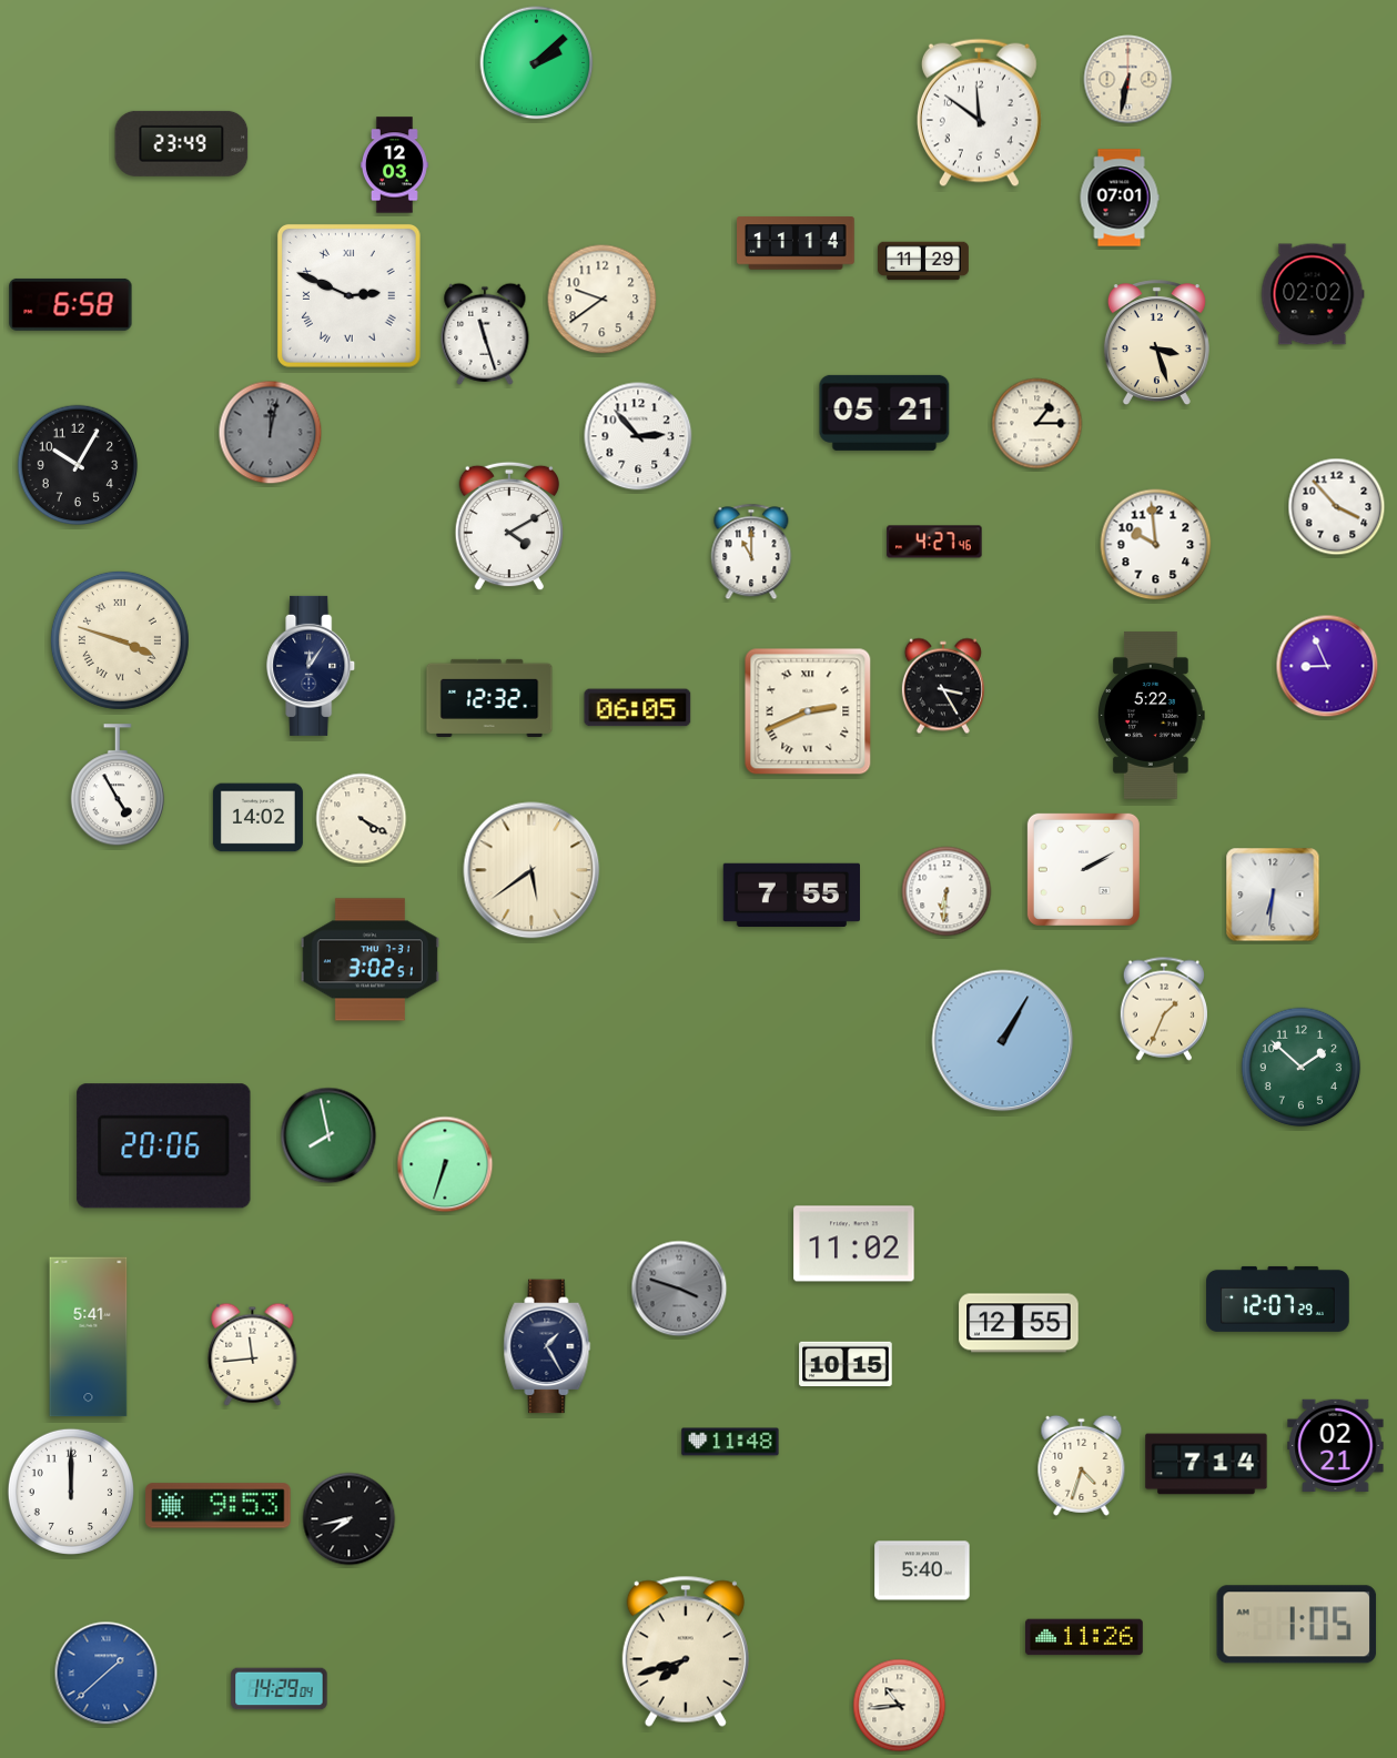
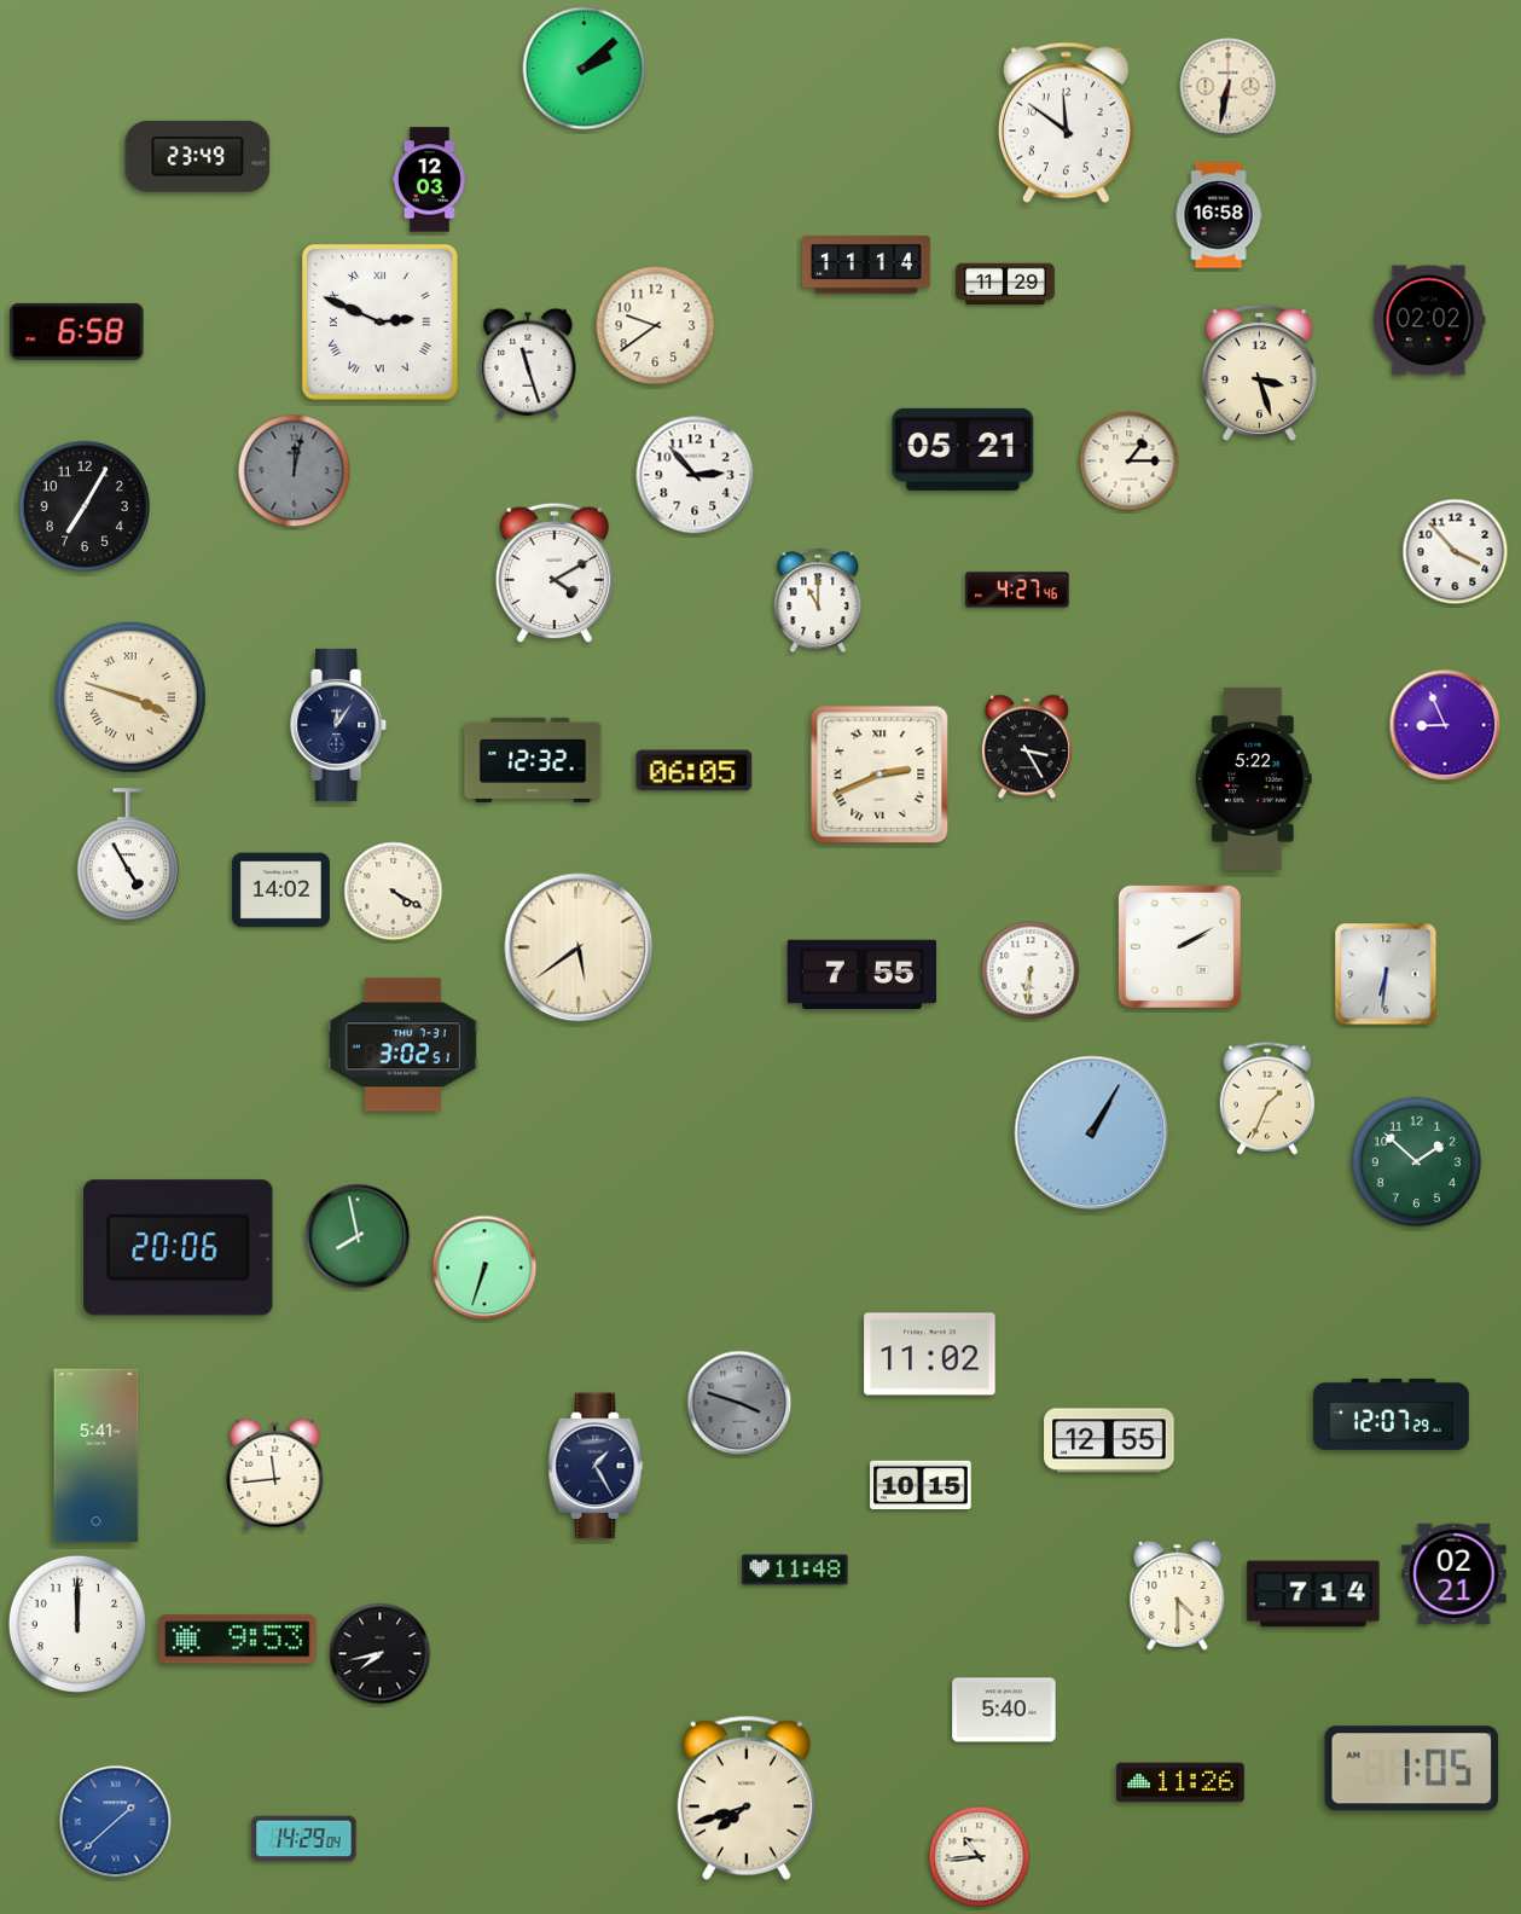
clock at (1120, 198): 07:01 -> 16:58
clock at (78, 465): 10:05 -> 7:05
clock at (1156, 545): 9:59 -> none
clock at (1082, 1465): 4:33 -> 4:30
